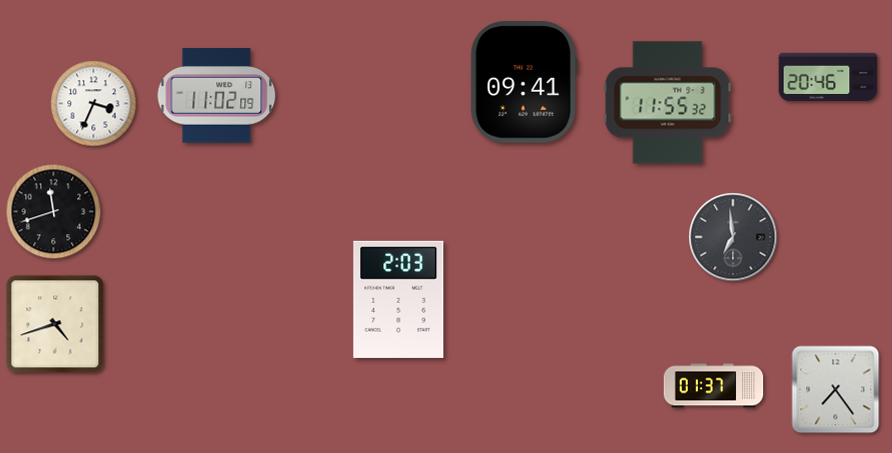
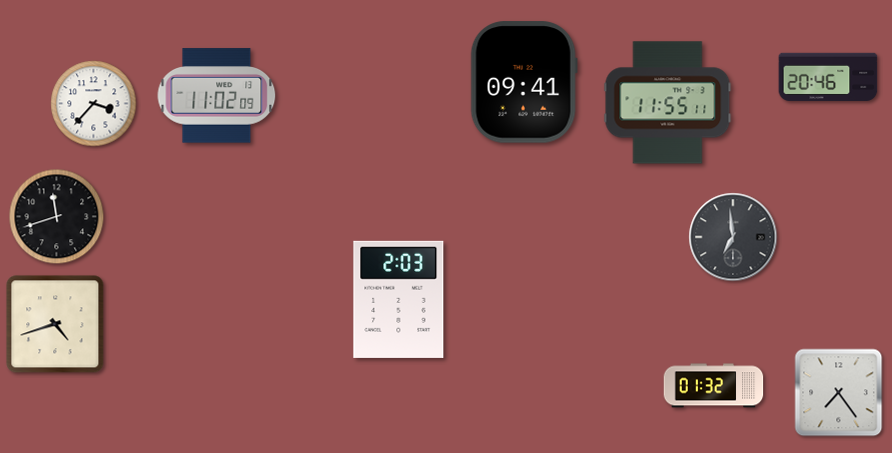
clock at (668, 103): 11:55:32 -> 11:55:11
clock at (94, 104): 3:34 -> 3:37
clock at (54, 212) position: (54, 212) -> (57, 217)
clock at (714, 386): 01:37 -> 01:32
clock at (836, 390) position: (836, 390) -> (839, 393)
